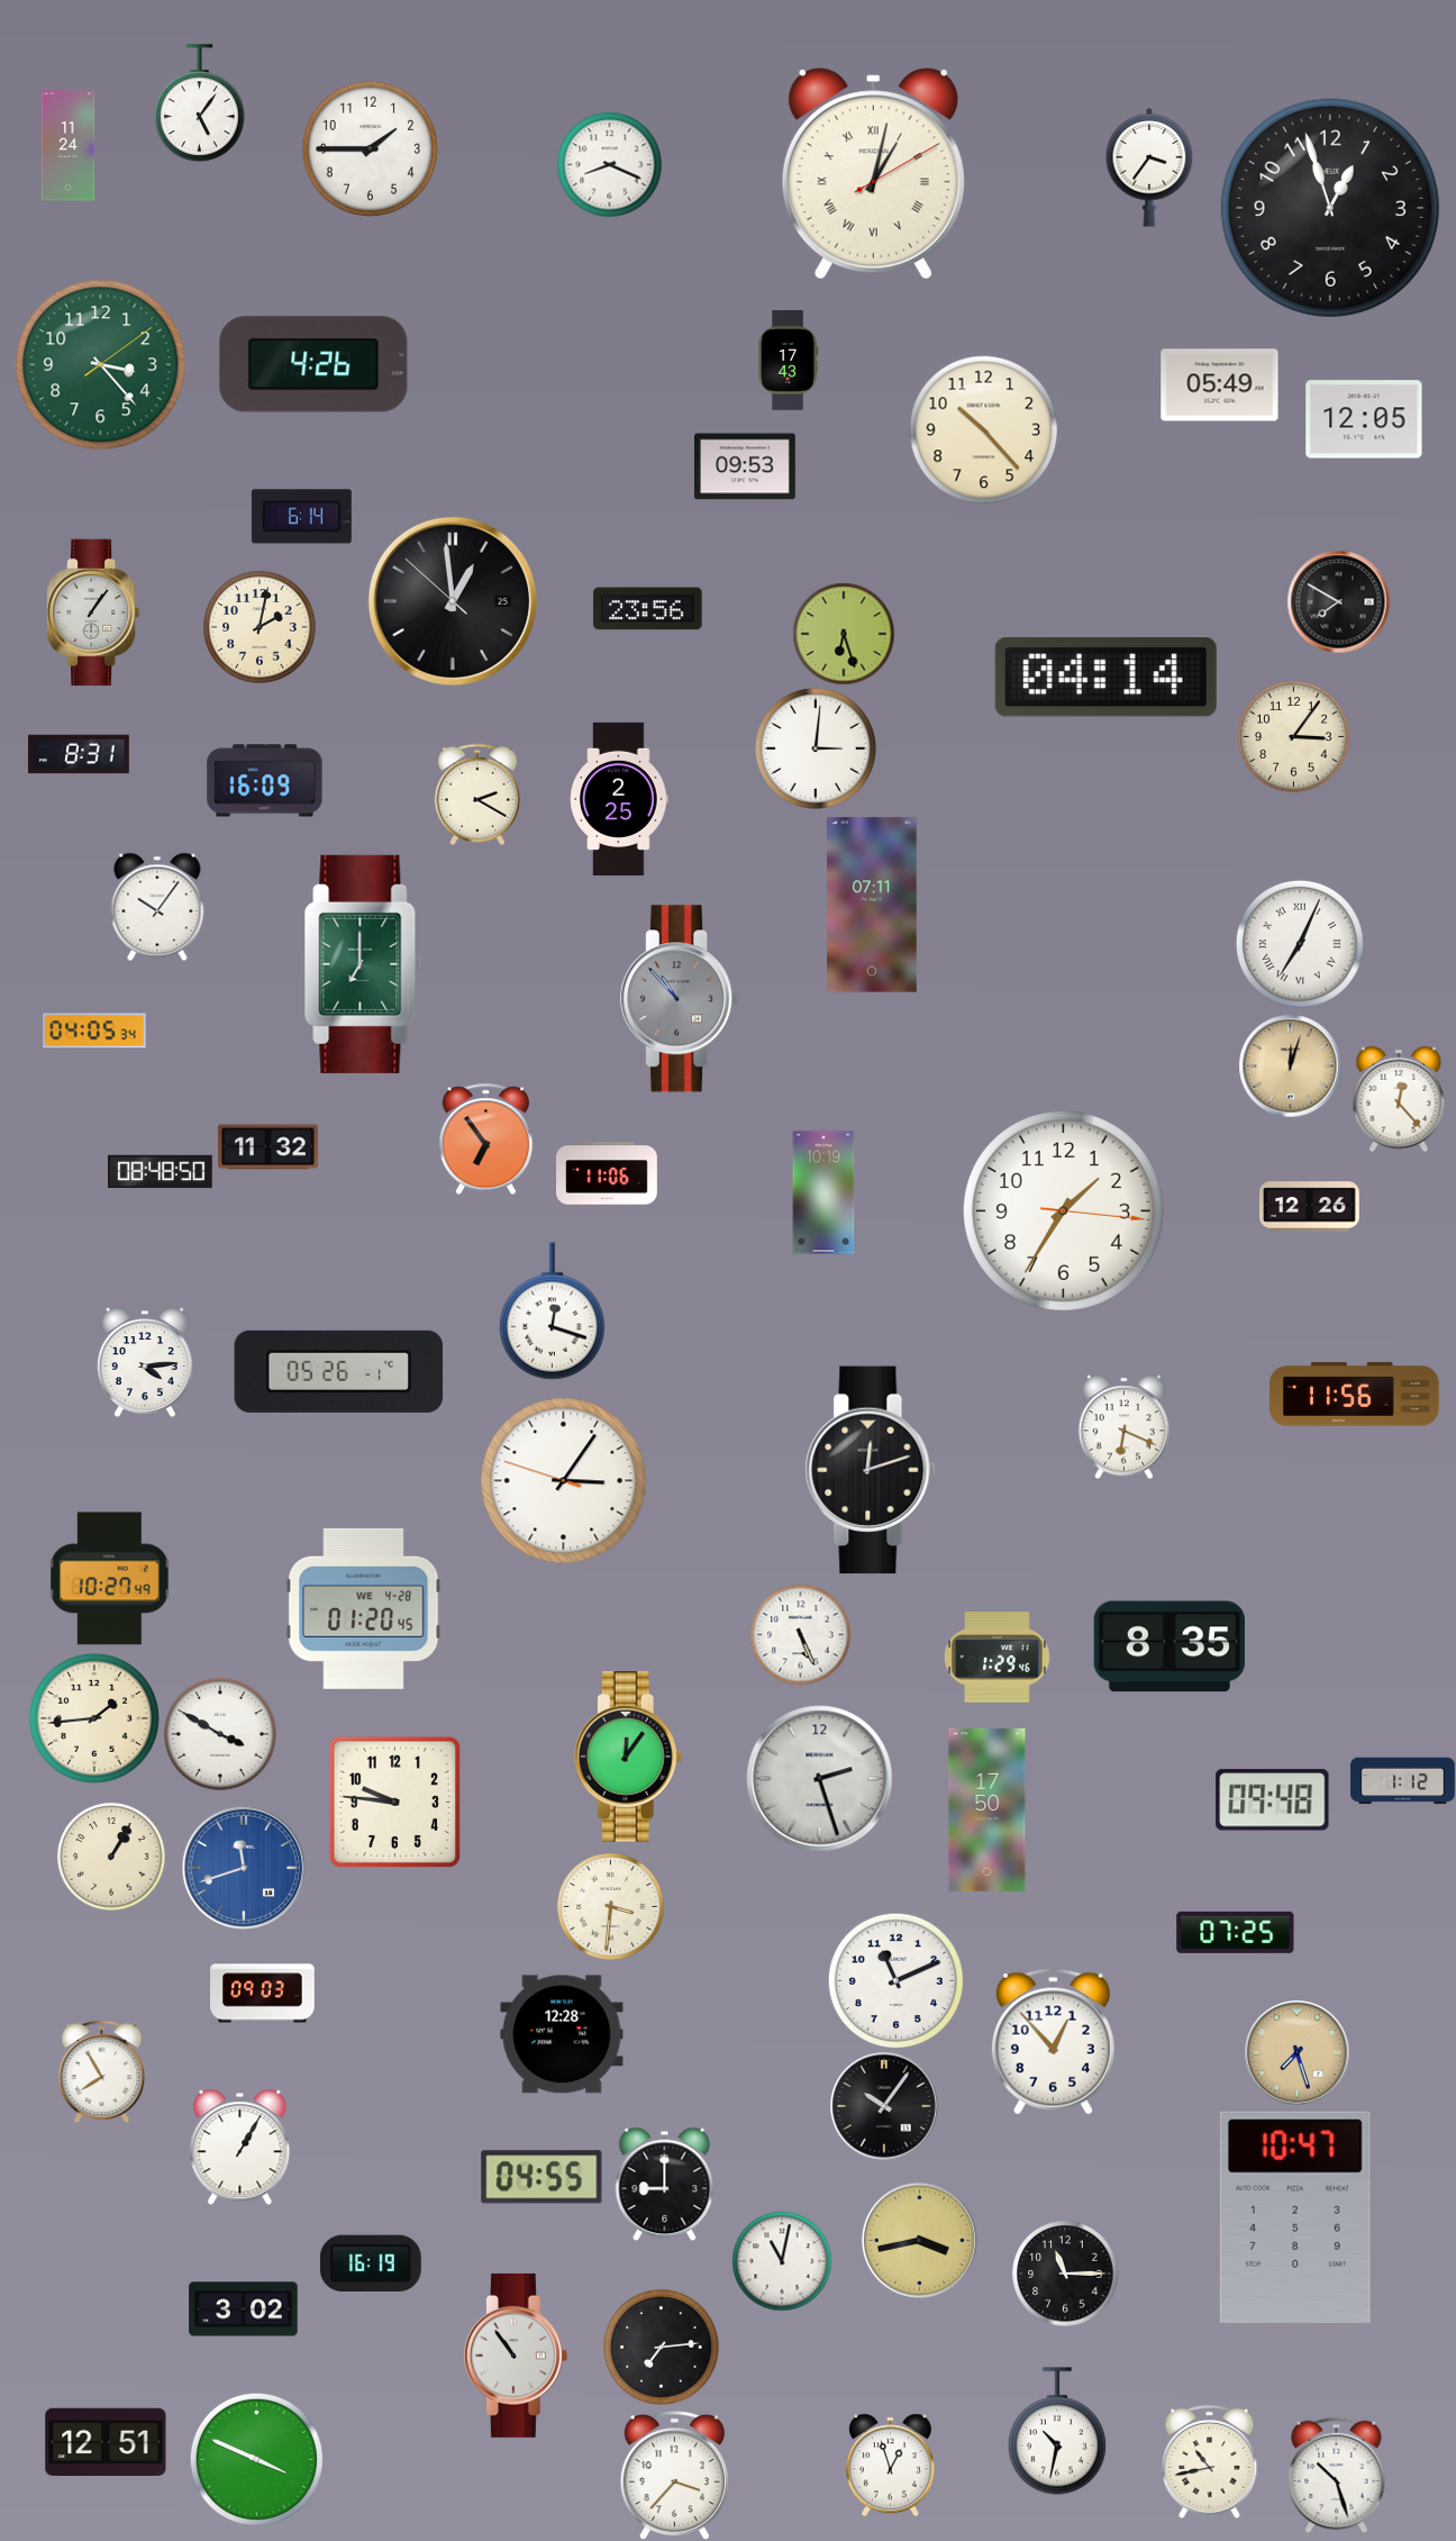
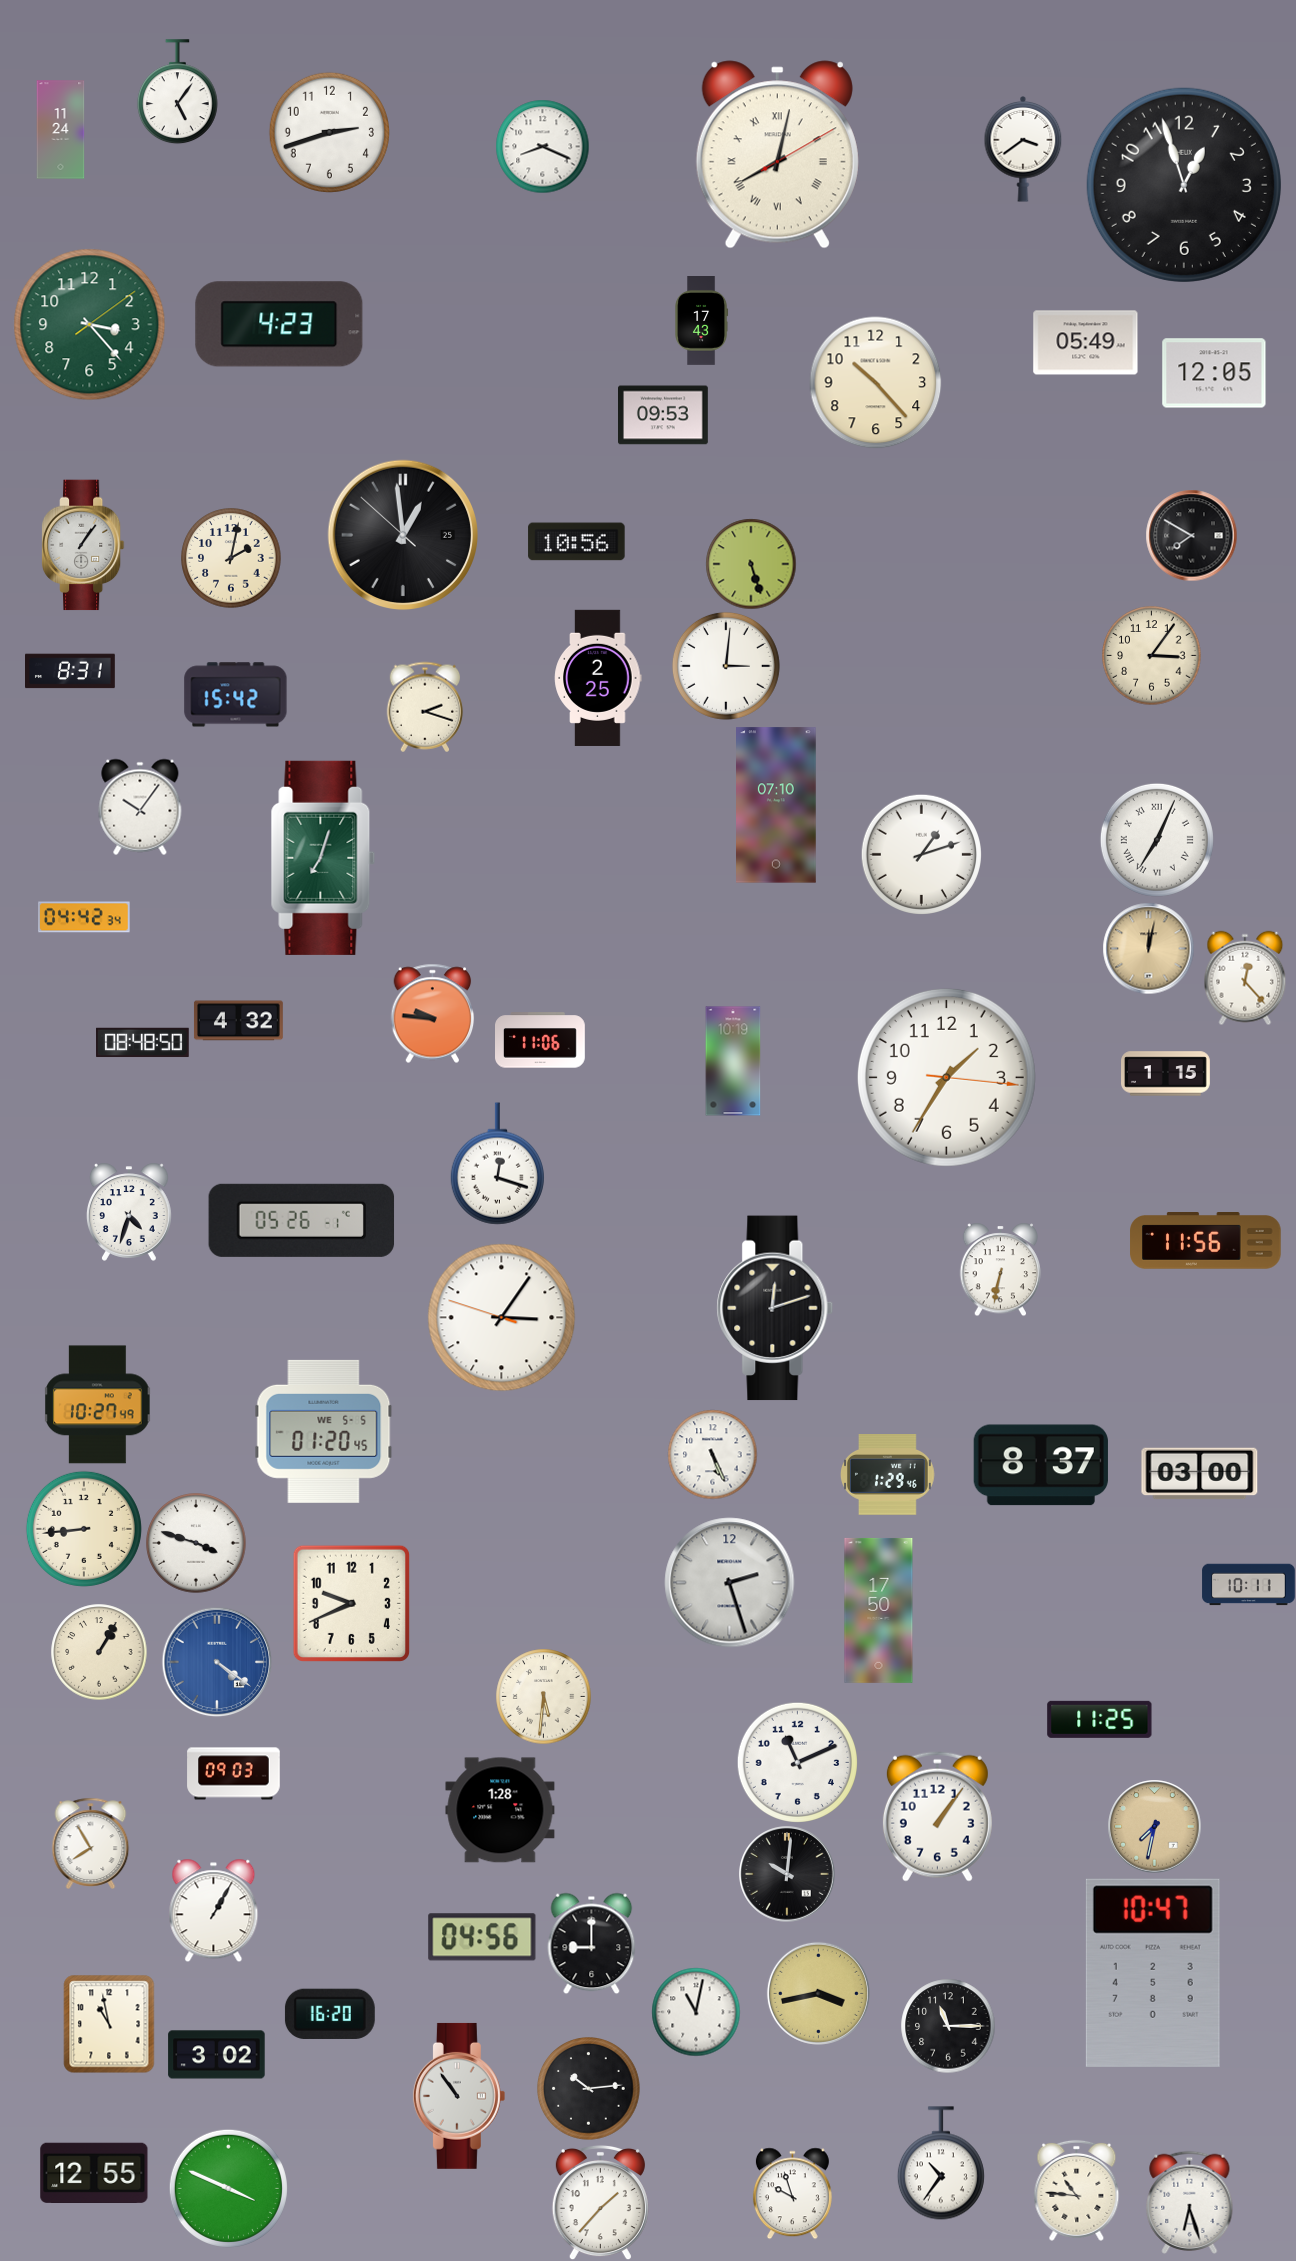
clock at (370, 148): 1:45 -> 2:42
clock at (1149, 169): 3:36 -> 3:39
clock at (873, 174): 1:02 -> 8:02
clock at (313, 364): 4:26 -> 4:23
clock at (301, 517): 6:14 -> none
clock at (648, 609): 23:56 -> 10:56
clock at (844, 634): 6:27 -> 5:27
clock at (1105, 678): 04:14 -> none
clock at (265, 781): 16:09 -> 15:42
clock at (477, 795): 2:20 -> 2:18
clock at (619, 799) position: (619, 799) -> (598, 678)
clock at (873, 905): 07:11 -> 07:10
clock at (921, 854): none -> 1:12
clock at (363, 964): 7:00 -> 7:03
clock at (680, 999): 10:53 -> none
clock at (95, 1031): 04:05 -> 04:42
clock at (1290, 1065): 12:03 -> 12:02
clock at (486, 1138): 6:54 -> 9:46
clock at (267, 1147): 11:32 -> 4:32
clock at (608, 1173) position: (608, 1173) -> (541, 1040)
clock at (1310, 1207): 12:26 -> 1:15
clock at (552, 1312) position: (552, 1312) -> (497, 1164)
clock at (145, 1362): 4:14 -> 4:33
clock at (1125, 1426): 6:19 -> 6:32
clock at (364, 1608) date: WE 4-28 -> WE 5-5
clock at (1170, 1646): 8:35 -> 8:37
clock at (1200, 1474): none -> 03:00
clock at (94, 1718): 1:44 -> 8:44
clock at (220, 1734): 3:50 -> 3:48
clock at (628, 1757): 12:06 -> none
clock at (1403, 1781): 1:12 -> 10:11
clock at (1273, 1800): 09:48 -> none
clock at (394, 1802): 9:46 -> 9:41
clock at (244, 1868): 11:42 -> 4:21
clock at (610, 1906): 3:31 -> 5:31
clock at (1236, 1932): 07:25 -> 11:25
clock at (562, 2034): 12:28 -> 1:28
clock at (1053, 2041): 12:53 -> 1:06
clock at (1296, 2052): 7:27 -> 7:32
clock at (884, 2106): 10:06 -> 10:01
clock at (542, 2177): 04:55 -> 04:56
clock at (371, 2262): 16:19 -> 16:20
clock at (1065, 2274) position: (1065, 2274) -> (948, 2026)
clock at (109, 2024): none -> 10:58
clock at (662, 2348): 7:14 -> 10:14
clock at (1057, 2431): 10:32 -> 10:36
clock at (106, 2442): 12:51 -> 12:55
clock at (1210, 2461): 10:43 -> 10:46
clock at (890, 2465): 12:57 -> 9:57
clock at (674, 2475): 3:37 -> 1:37
clock at (1337, 2475): 10:27 -> 6:27
